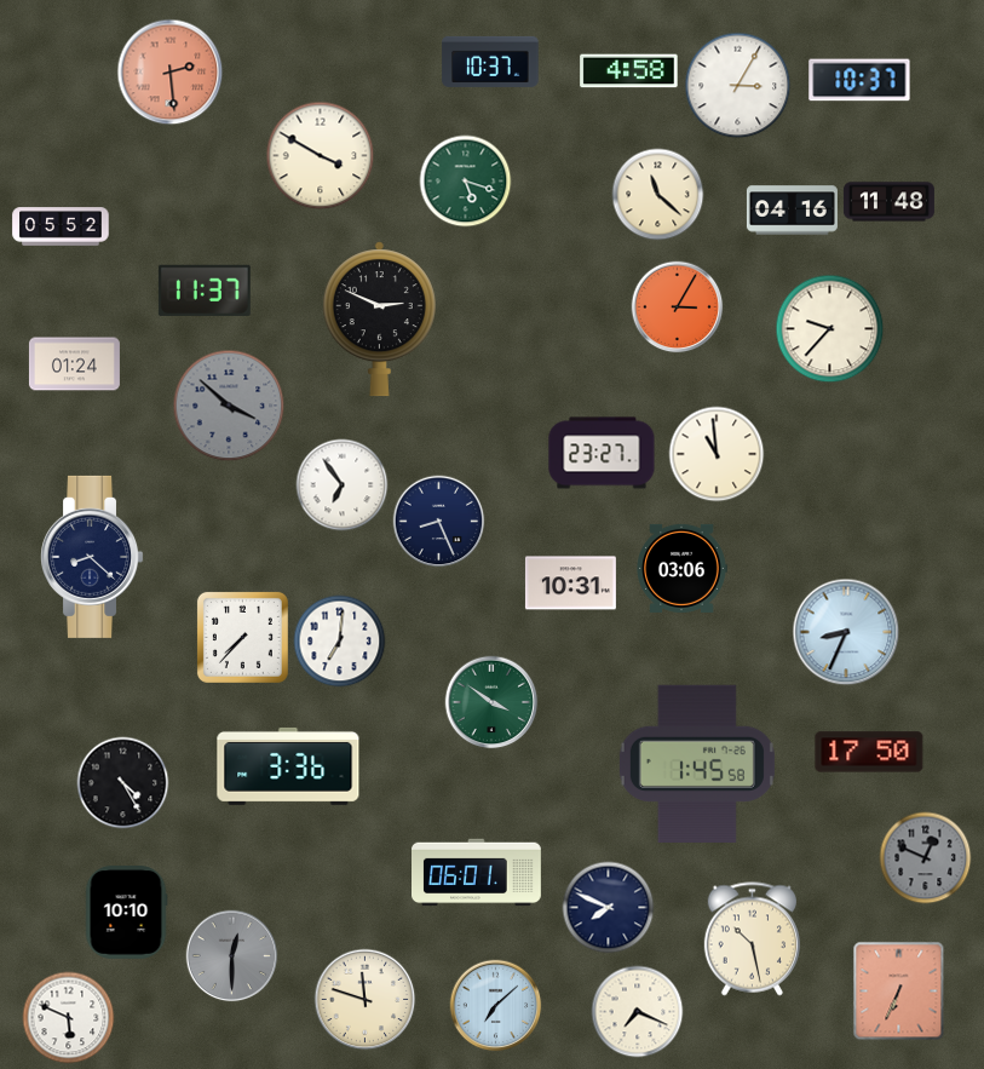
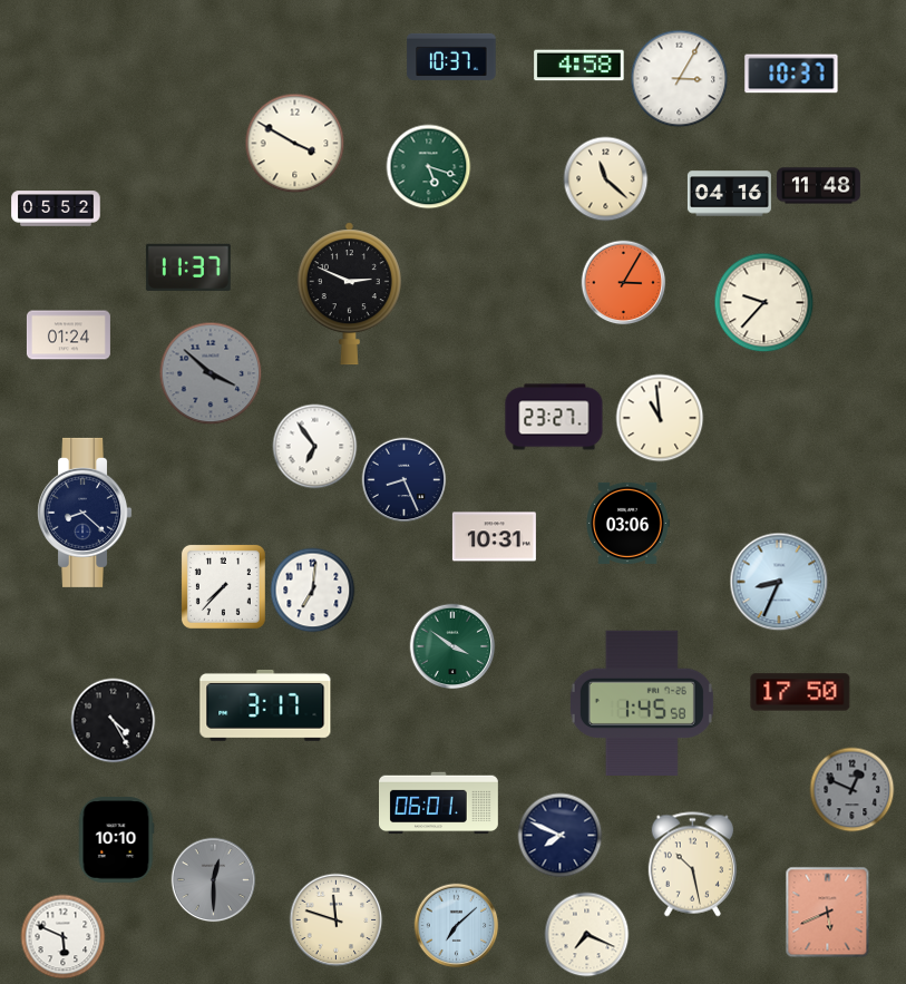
clock at (171, 73): 2:29 -> none
clock at (570, 584) position: (570, 584) -> (494, 537)
clock at (288, 766): 3:36 -> 3:17
clock at (899, 992): 6:34 -> 5:41
clock at (638, 1012) position: (638, 1012) -> (587, 935)
